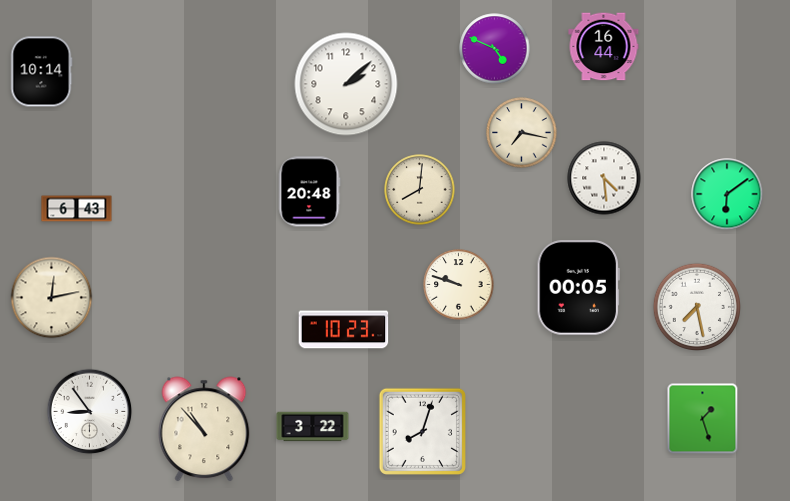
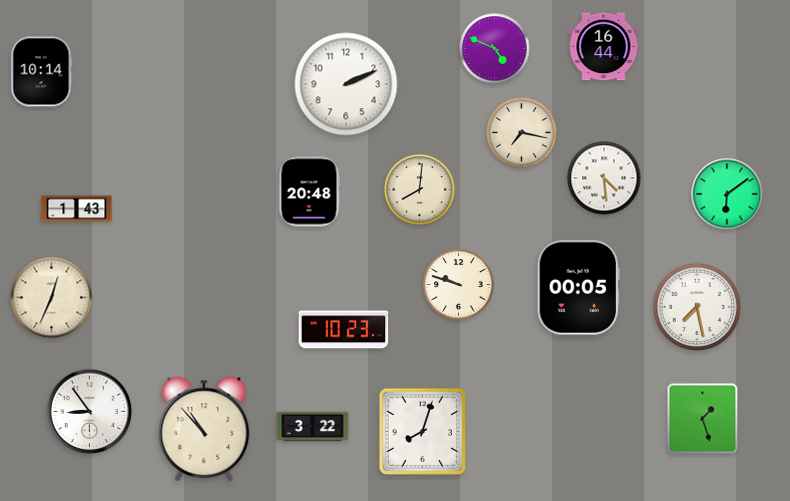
clock at (346, 84): 2:08 -> 2:11
clock at (77, 209): 6:43 -> 1:43
clock at (52, 298): 12:13 -> 12:34
